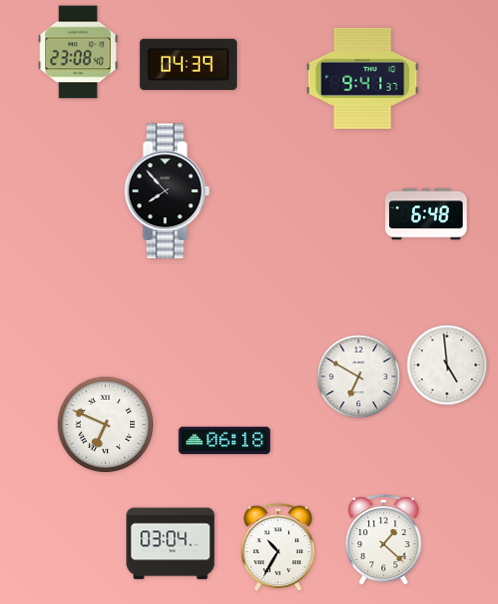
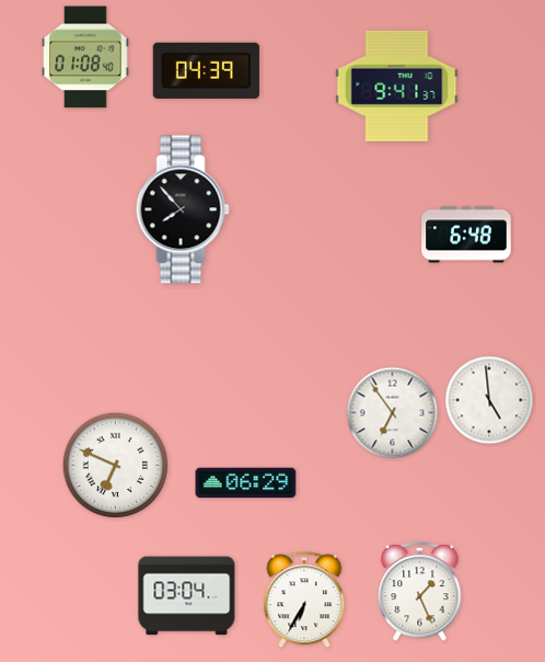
clock at (78, 52): 23:08 -> 01:08
clock at (359, 377): 6:50 -> 6:54
clock at (225, 441): 06:18 -> 06:29
clock at (384, 540): 1:22 -> 1:26
clock at (278, 548): 10:35 -> 6:35
